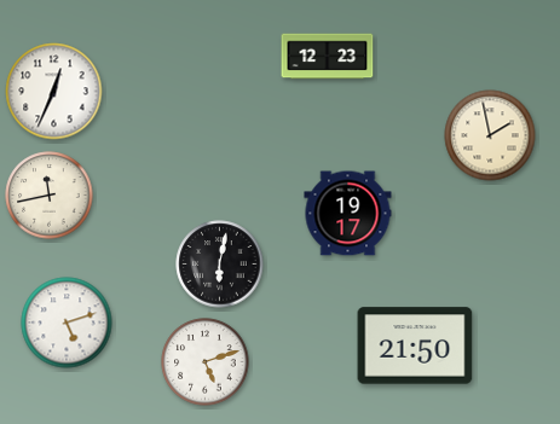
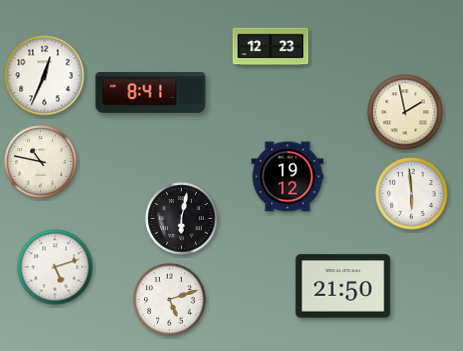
clock at (151, 93): none -> 8:41
clock at (50, 196): 11:43 -> 10:47
clock at (348, 214): 19:17 -> 19:12
clock at (412, 194): none -> 5:59
